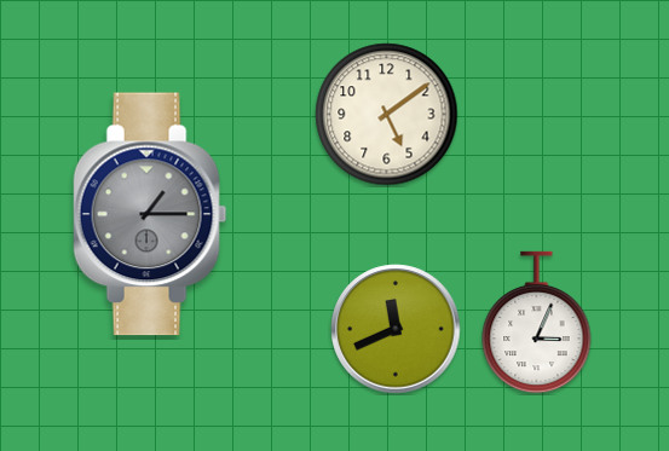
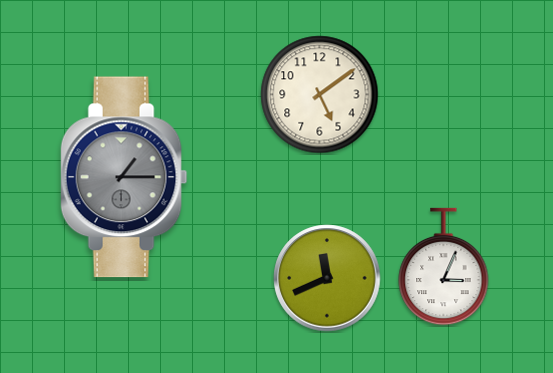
clock at (396, 329) position: (396, 329) -> (327, 278)
